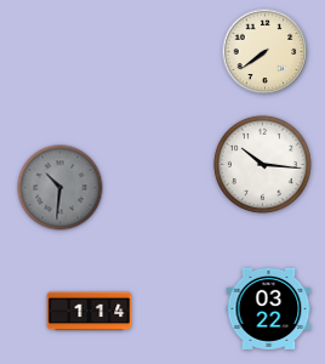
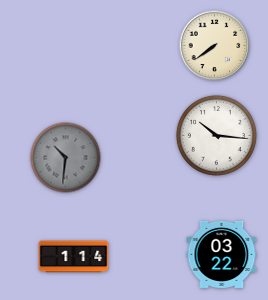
clock at (266, 52) position: (266, 52) -> (215, 46)
clock at (61, 188) position: (61, 188) -> (66, 158)
